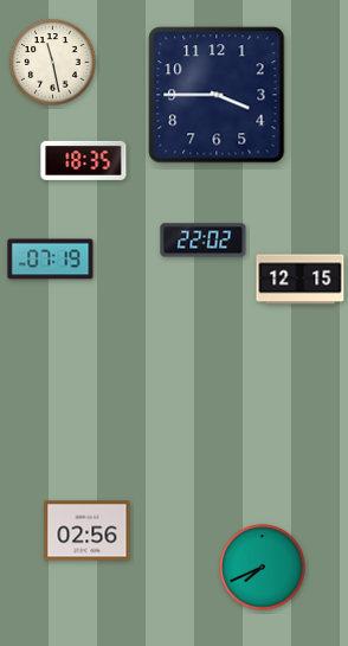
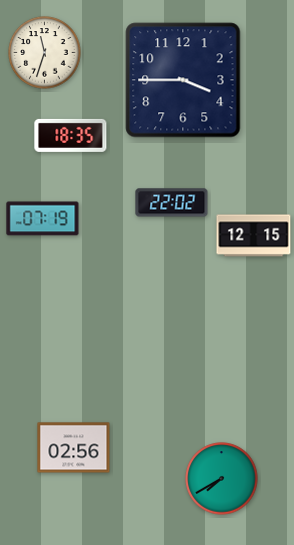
clock at (53, 63): 11:28 -> 11:33
clock at (263, 568): 7:41 -> 7:40
